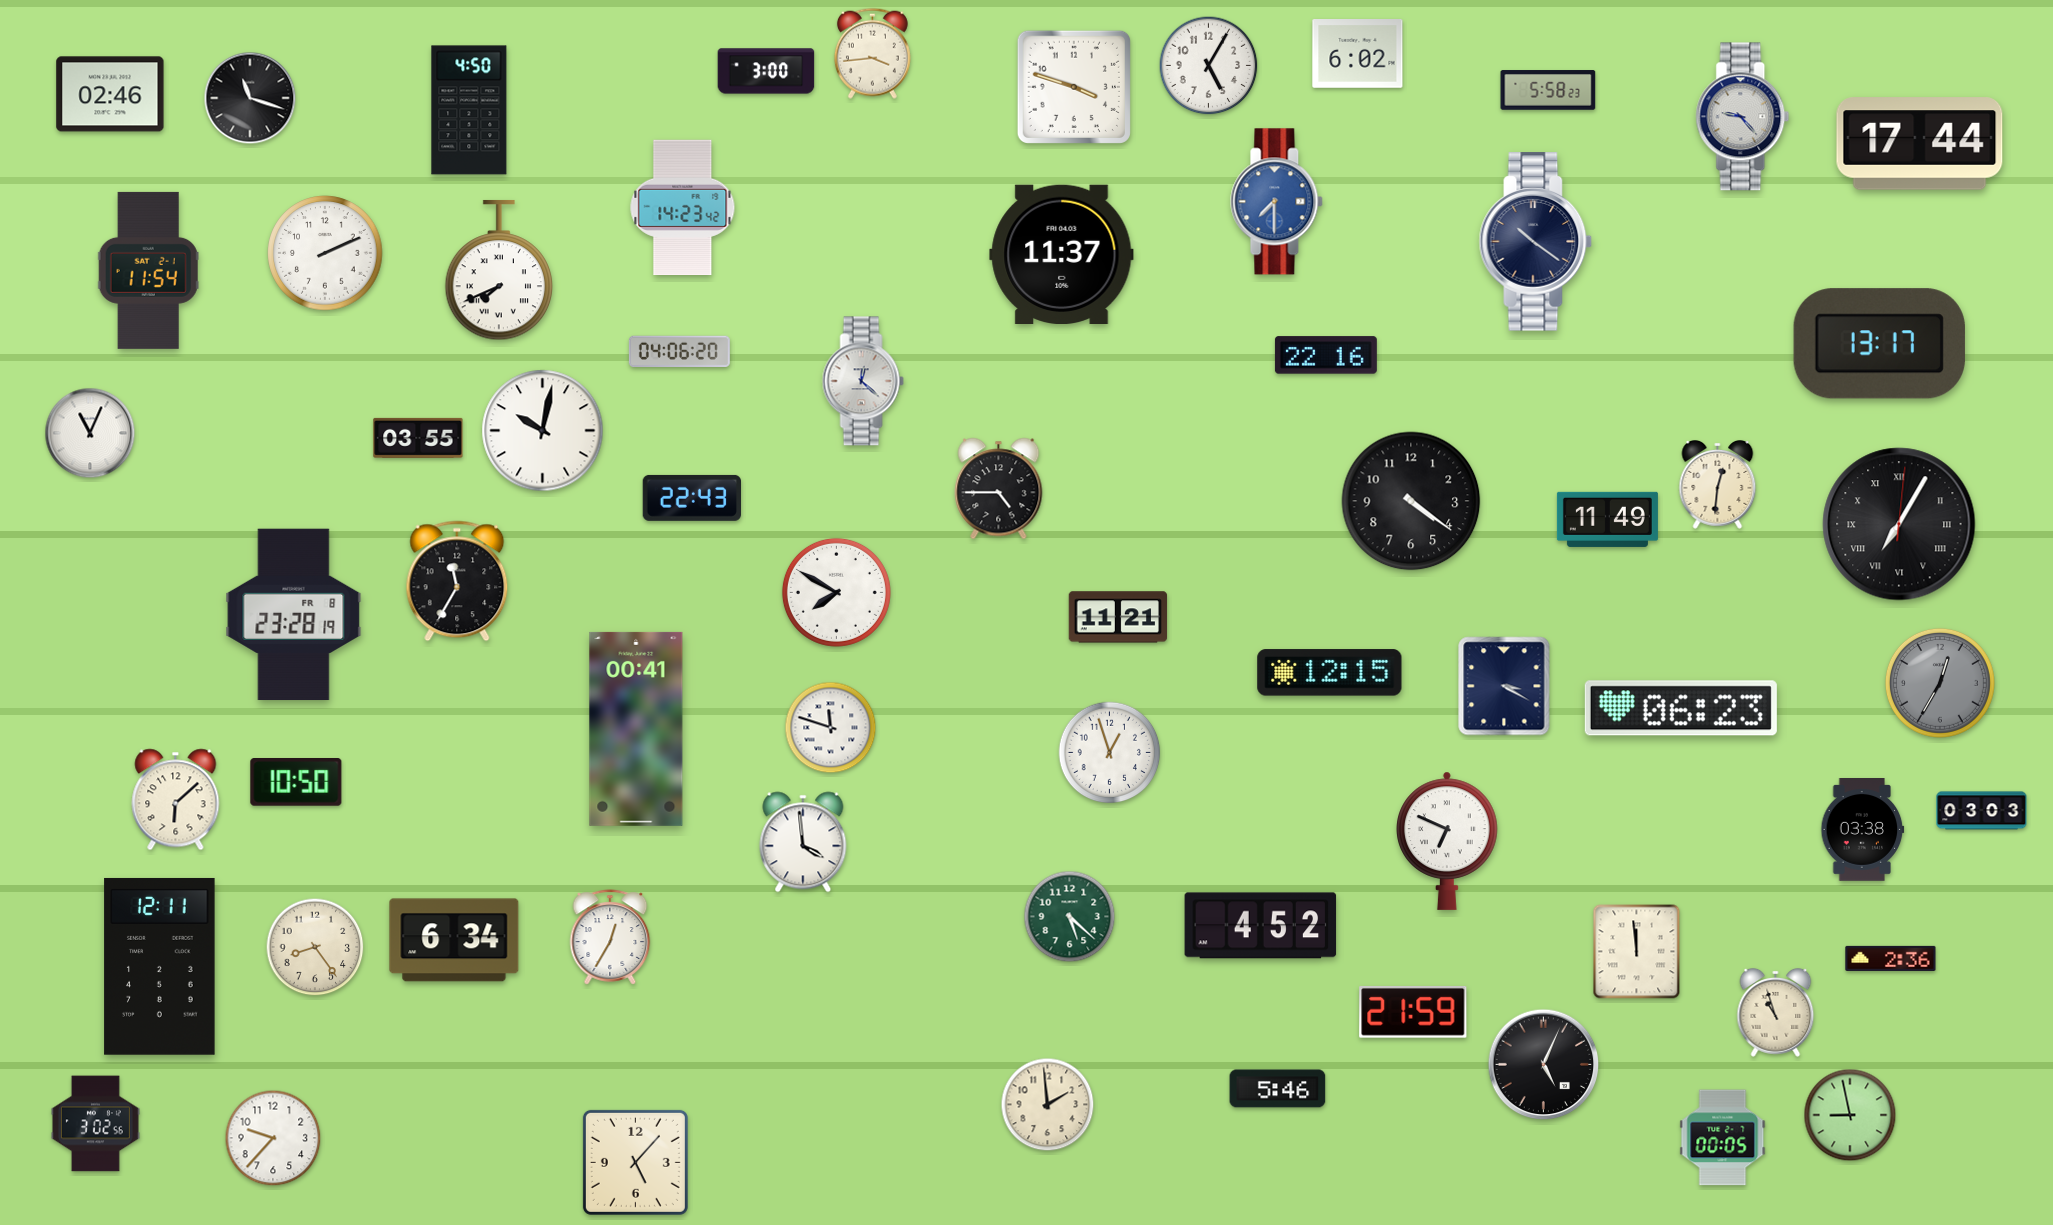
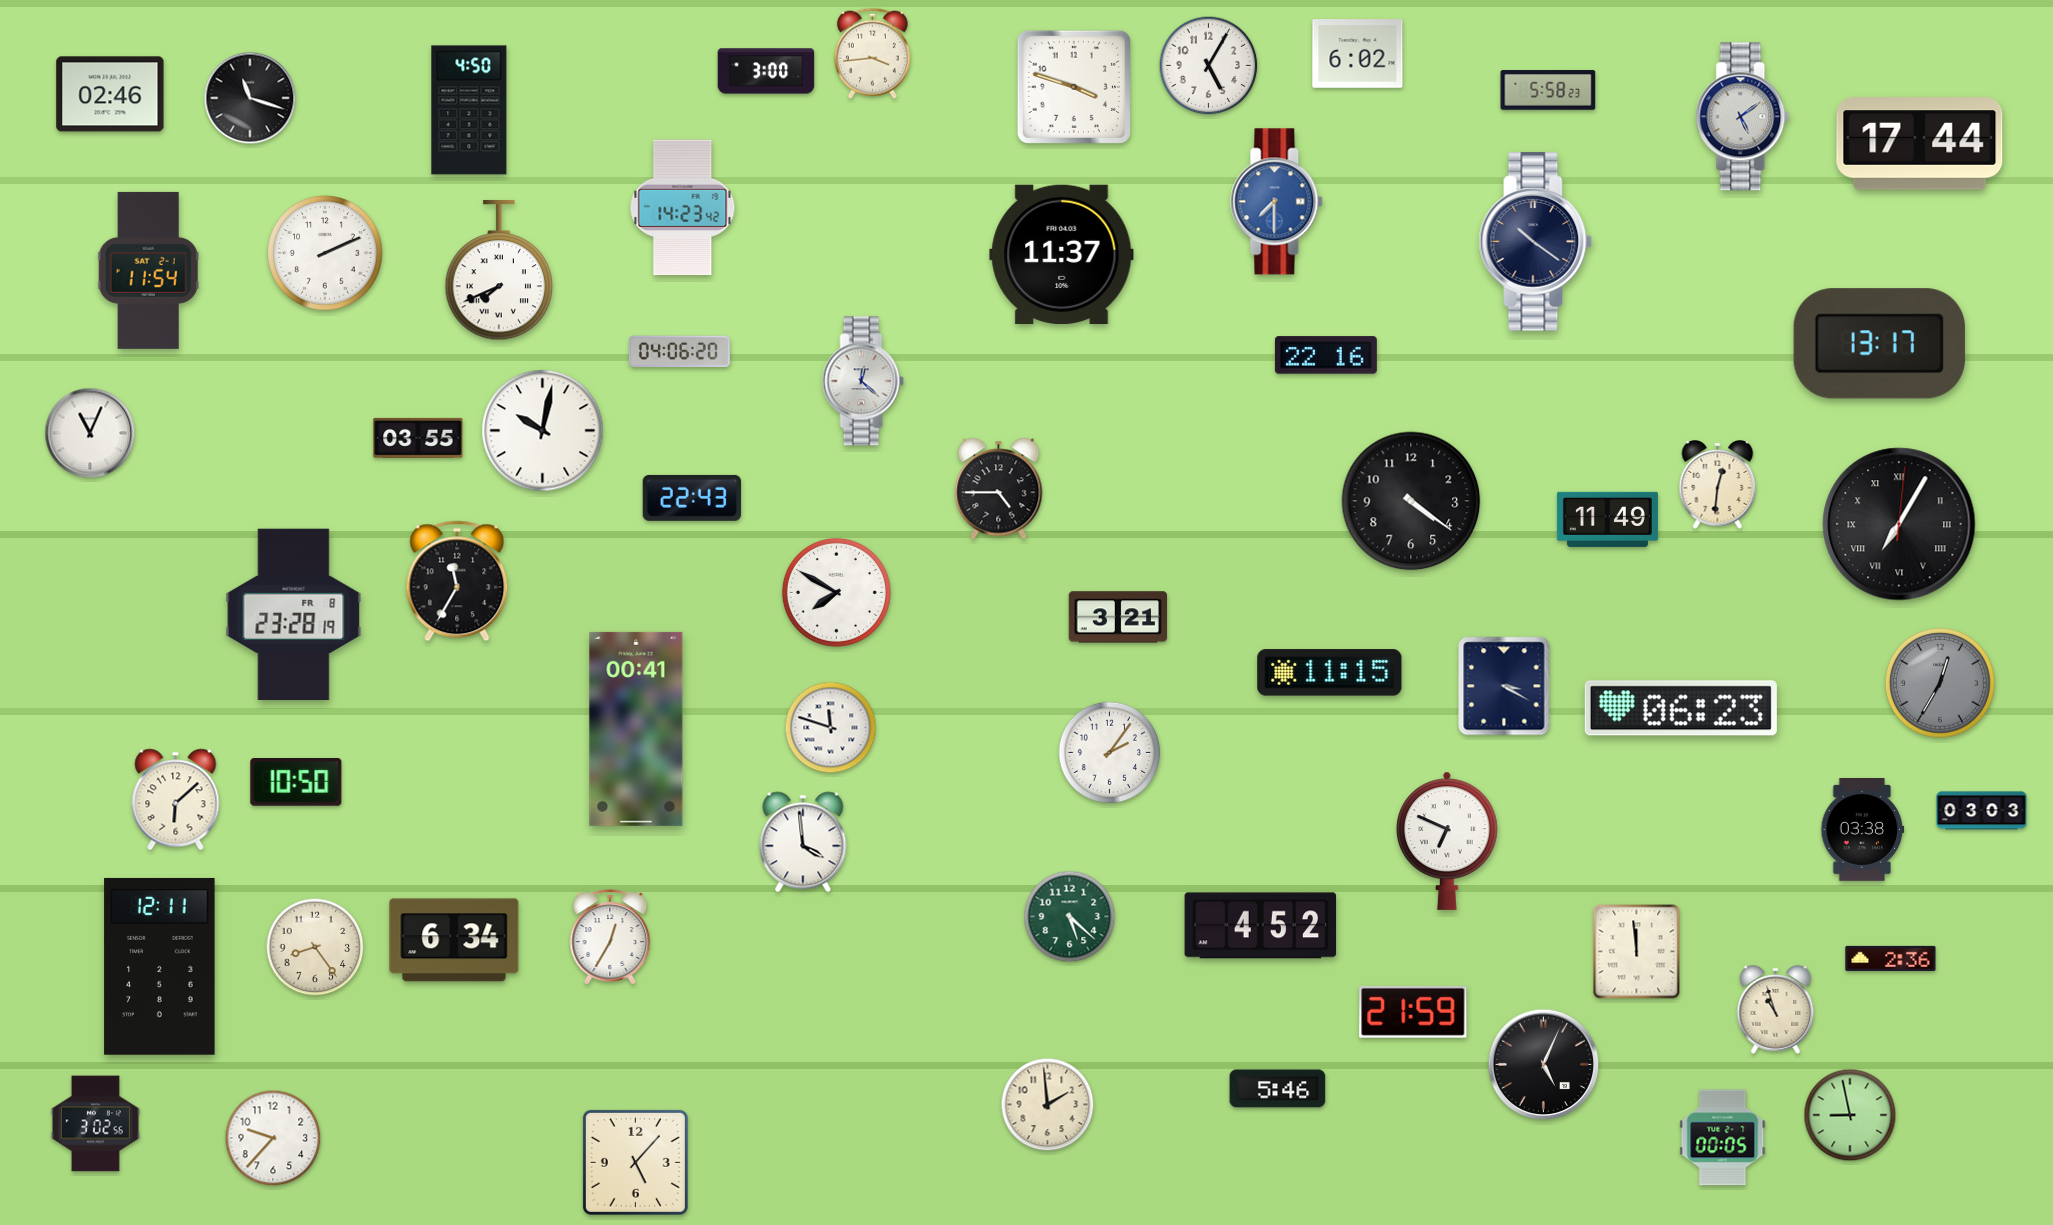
clock at (1743, 117): 9:23 -> 5:09
clock at (1118, 617): 11:21 -> 3:21
clock at (1330, 673): 12:15 -> 11:15
clock at (1110, 753): 12:57 -> 2:06
clock at (1776, 1013) position: (1776, 1013) -> (1776, 1010)
